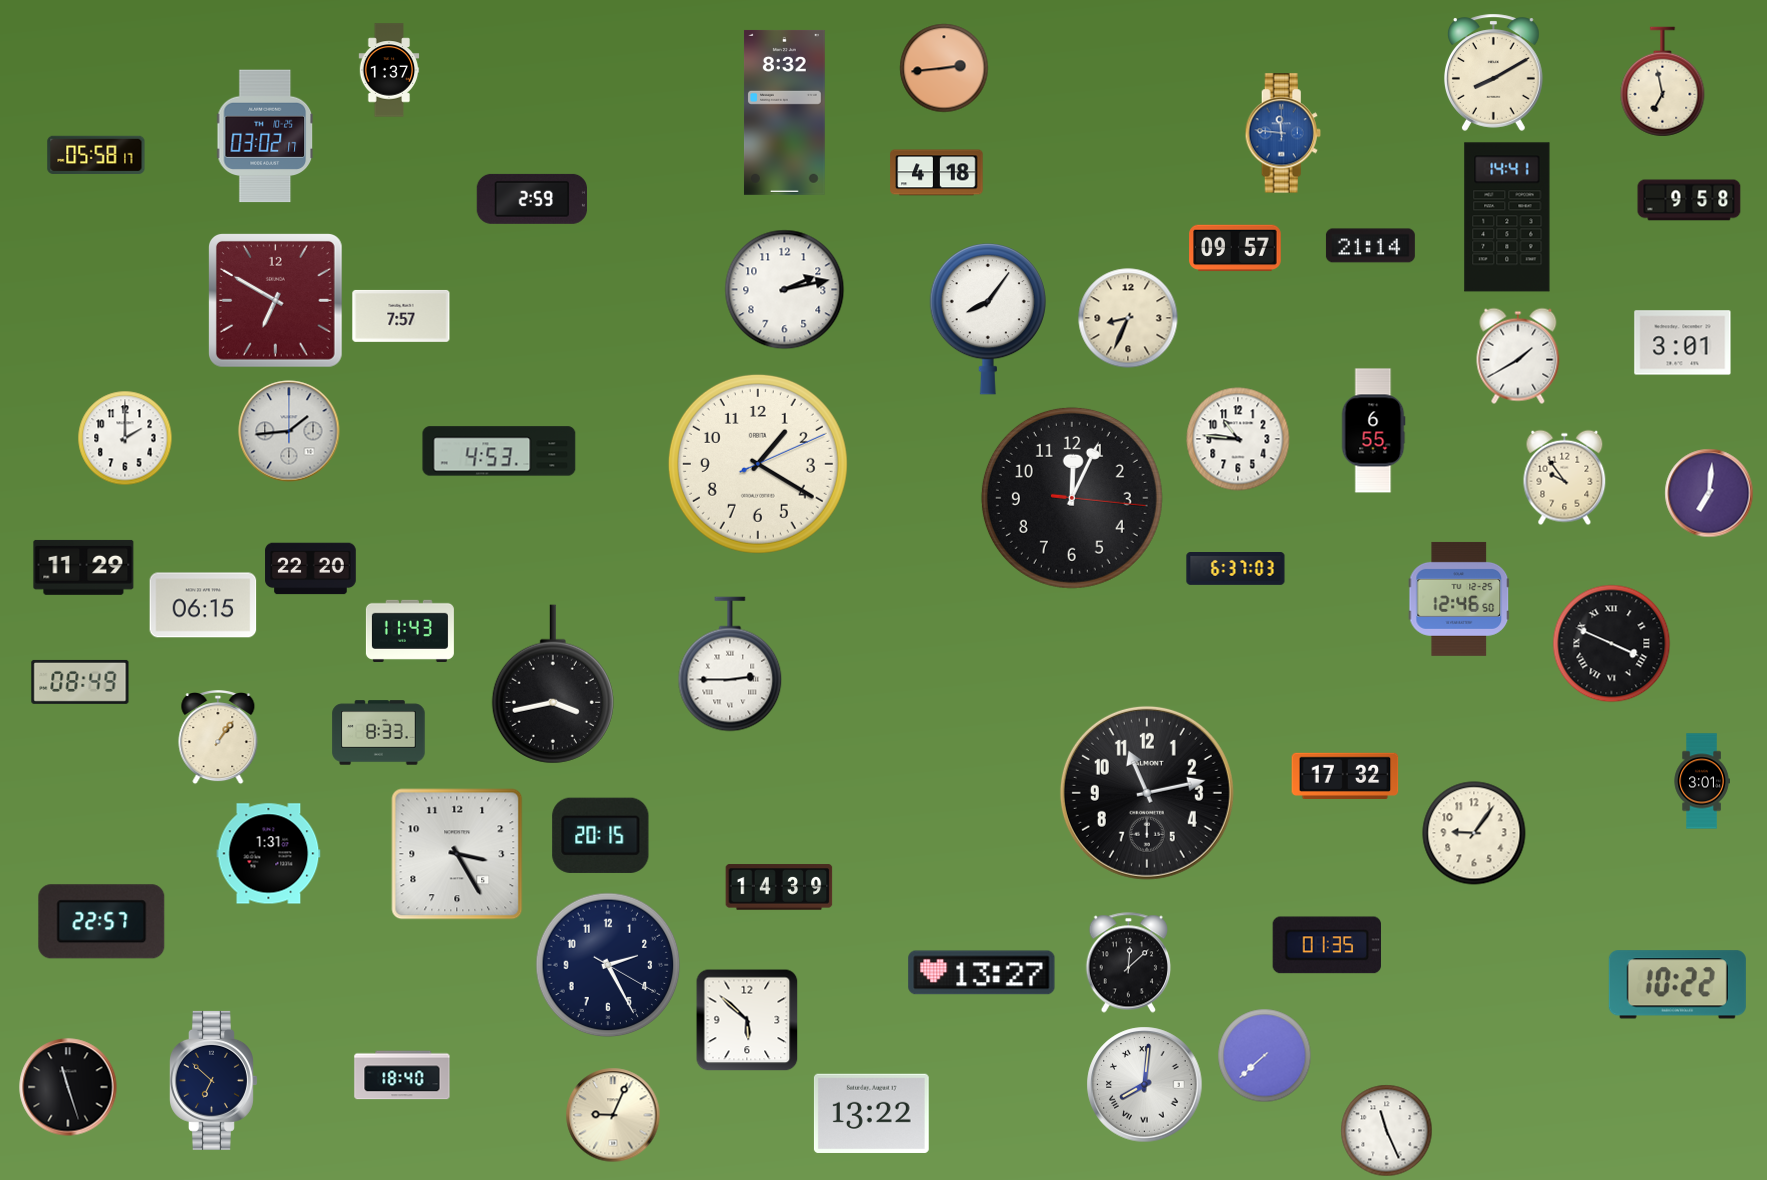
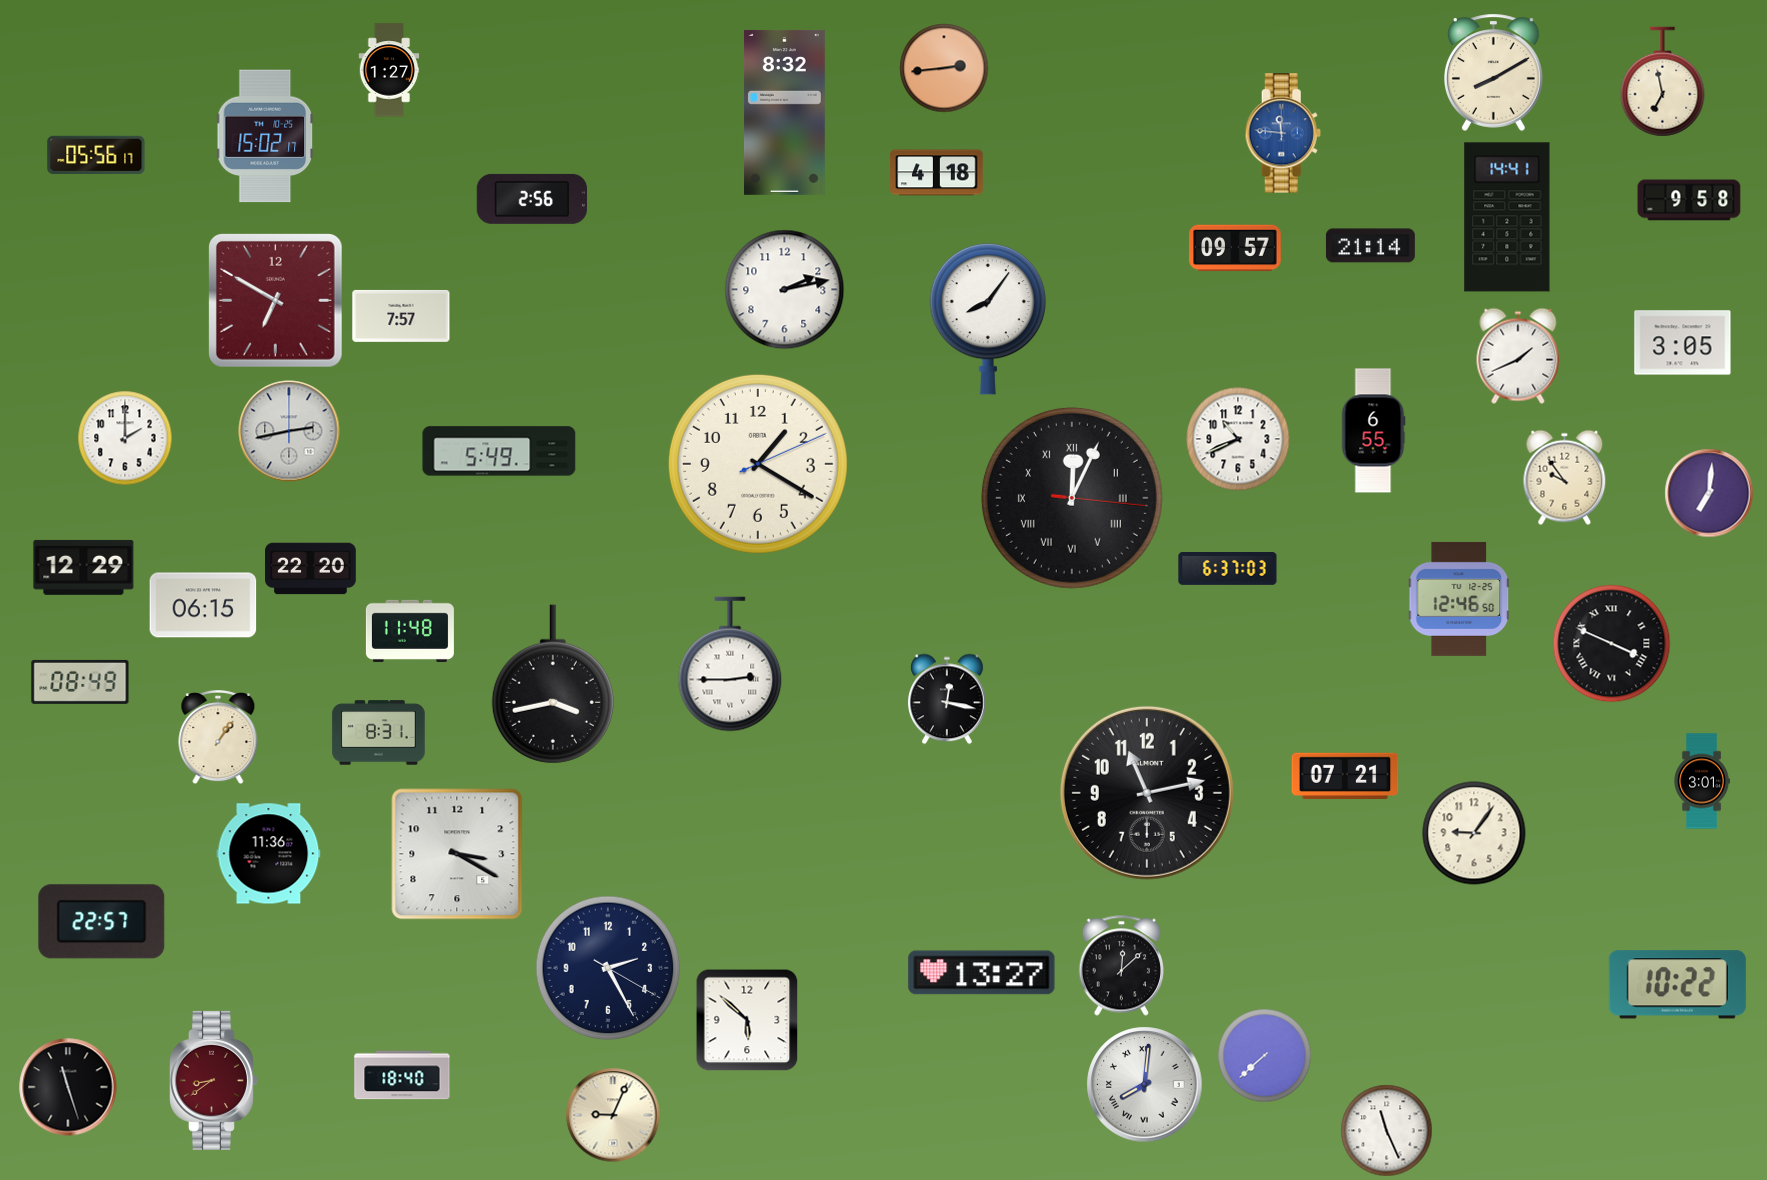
clock at (389, 70): 1:37 -> 1:27
clock at (264, 136): 03:02 -> 15:02
clock at (96, 155): 05:58 -> 05:56
clock at (532, 199): 2:59 -> 2:56
clock at (1128, 318): 8:34 -> none
clock at (1683, 343): 3:01 -> 3:05
clock at (1518, 356): 1:40 -> 1:41
clock at (289, 431): 1:44 -> 2:43
clock at (1238, 439): 10:46 -> 10:41
clock at (499, 451): 4:53 -> 5:49
clock at (1072, 498) numerals: Arabic -> Roman
clock at (84, 567): 11:29 -> 12:29
clock at (1236, 569) position: (1236, 569) -> (1228, 569)
clock at (410, 631): 11:43 -> 11:48
clock at (948, 699): none -> 12:17
clock at (379, 733): 8:33 -> 8:31
clock at (1345, 775): 17:32 -> 07:21
clock at (601, 835): 20:15 -> none
clock at (269, 854): 1:31 -> 11:36
clock at (457, 854): 3:25 -> 3:20
clock at (779, 887): 14:39 -> none
clock at (1327, 945): 01:35 -> none
clock at (1128, 963) position: (1128, 963) -> (1121, 966)
clock at (608, 965) position: (608, 965) -> (608, 968)
clock at (214, 1080): 6:52 -> 8:39
clock at (214, 1080) dial: navy -> burgundy
clock at (871, 1113): 13:22 -> none
